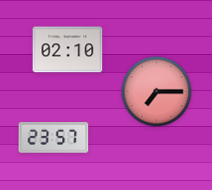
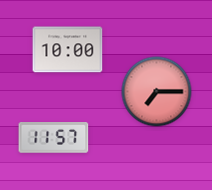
clock at (68, 50): 02:10 -> 10:00
clock at (54, 138): 23:57 -> 11:57
